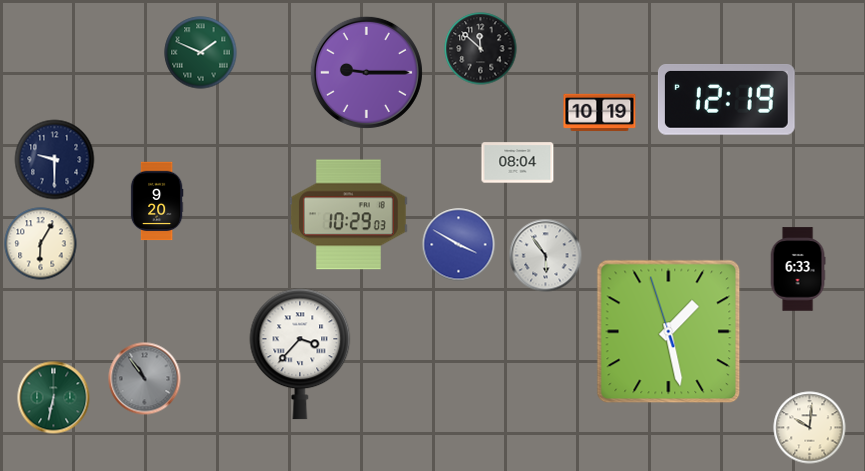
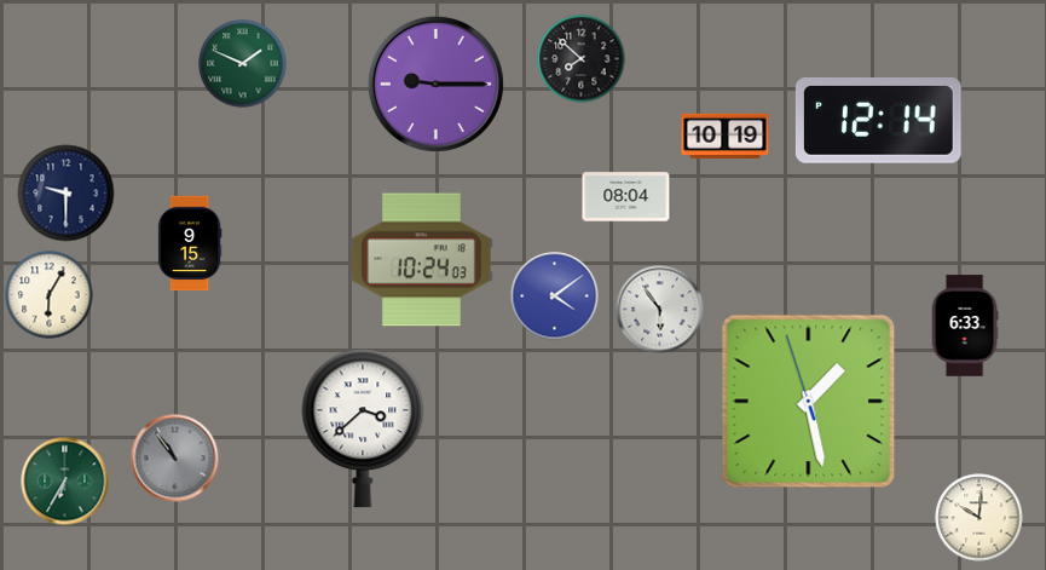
clock at (481, 49): 11:52 -> 7:52
clock at (366, 72) position: (366, 72) -> (435, 84)
clock at (726, 100): 12:19 -> 12:14
clock at (157, 201): 9:20 -> 9:15
clock at (348, 215): 10:29 -> 10:24
clock at (459, 245): 3:50 -> 4:09
clock at (300, 354): 3:37 -> 3:38
clock at (54, 398): 6:32 -> 6:35
